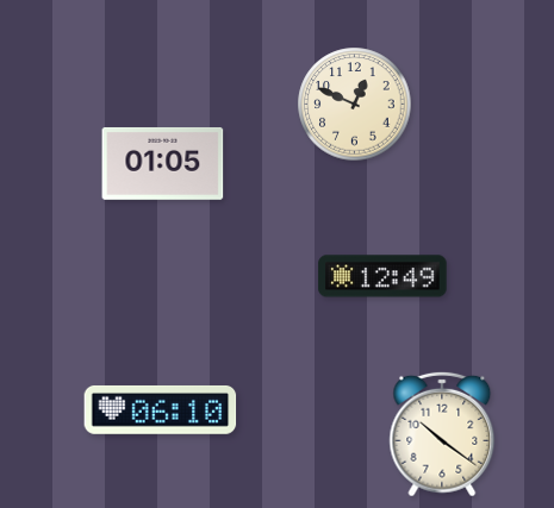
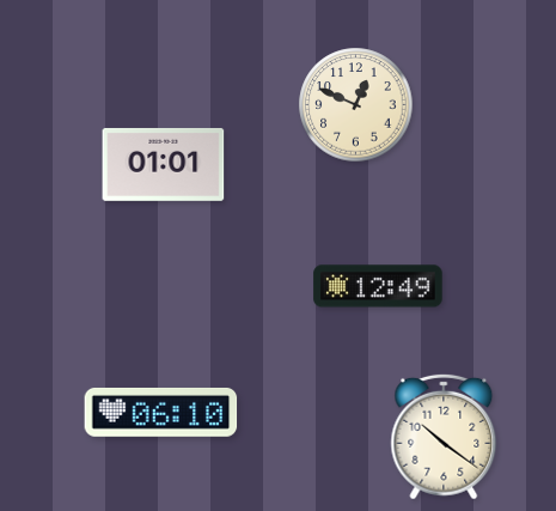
clock at (163, 163): 01:05 -> 01:01
clock at (382, 276) position: (382, 276) -> (378, 286)
